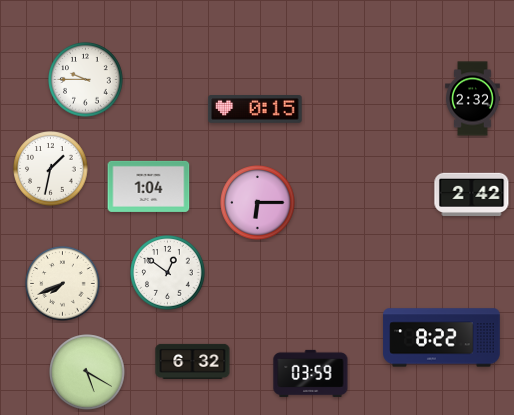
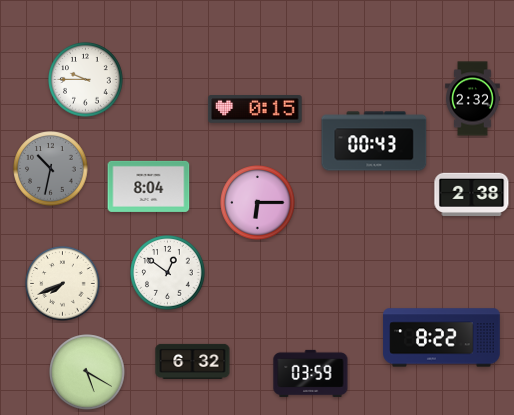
clock at (374, 141): none -> 00:43
clock at (51, 169): 1:32 -> 10:32
clock at (51, 169) dial: white -> grey
clock at (149, 186): 1:04 -> 8:04
clock at (472, 194): 2:42 -> 2:38
